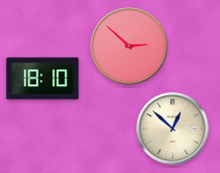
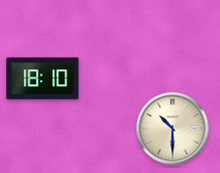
clock at (129, 46): 2:52 -> none
clock at (173, 129): 12:52 -> 10:30
